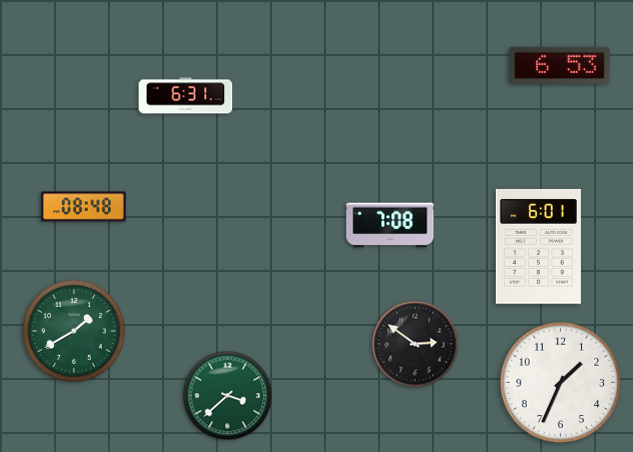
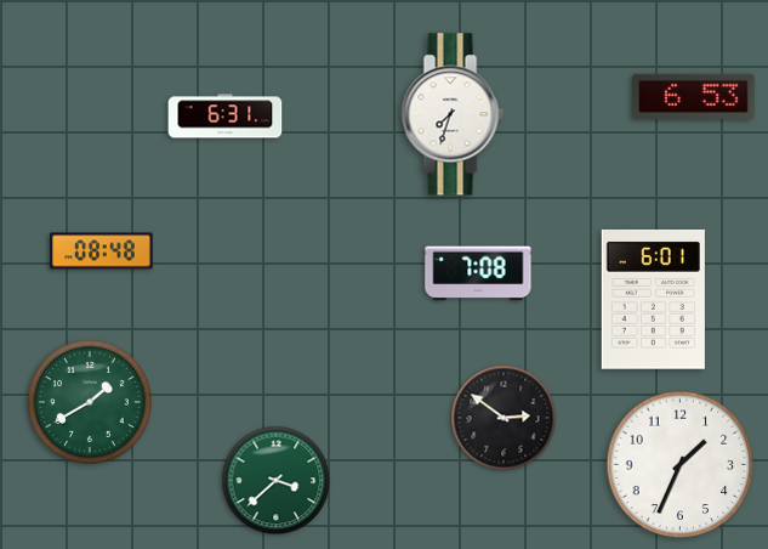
clock at (560, 65) position: (560, 65) -> (694, 96)
clock at (453, 114): none -> 7:33
clock at (390, 225) position: (390, 225) -> (478, 273)
